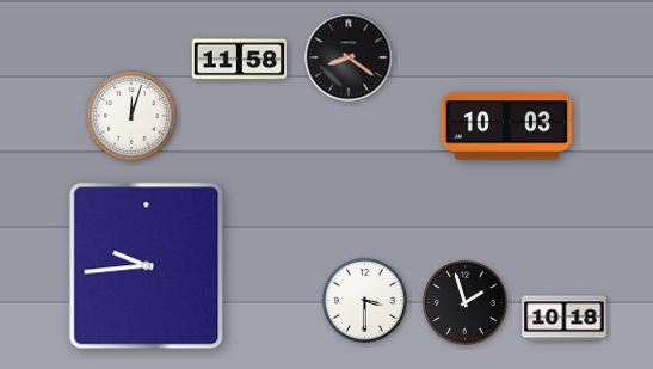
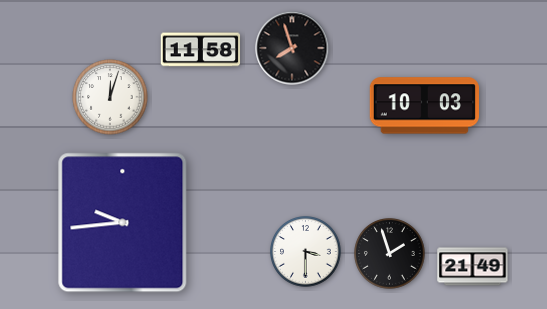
clock at (349, 57): 8:21 -> 7:57
clock at (565, 319): 10:18 -> 21:49
